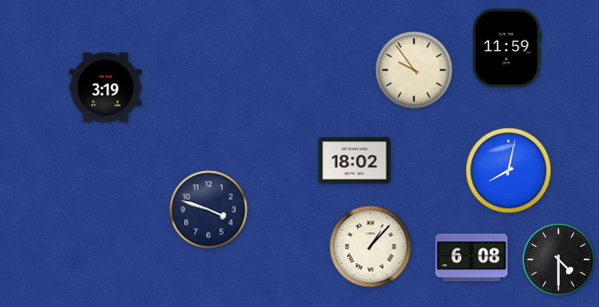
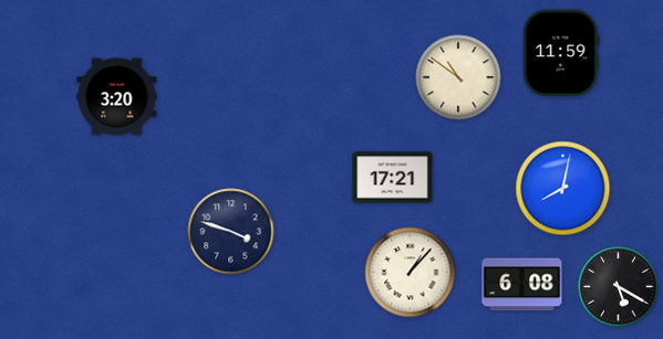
clock at (414, 70): 9:54 -> 10:51
clock at (106, 88): 3:19 -> 3:20
clock at (355, 161): 18:02 -> 17:21
clock at (559, 260): 4:30 -> 5:20
